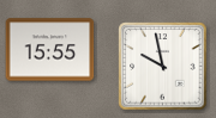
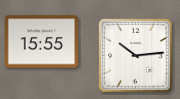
clock at (163, 67): 9:58 -> 10:14
